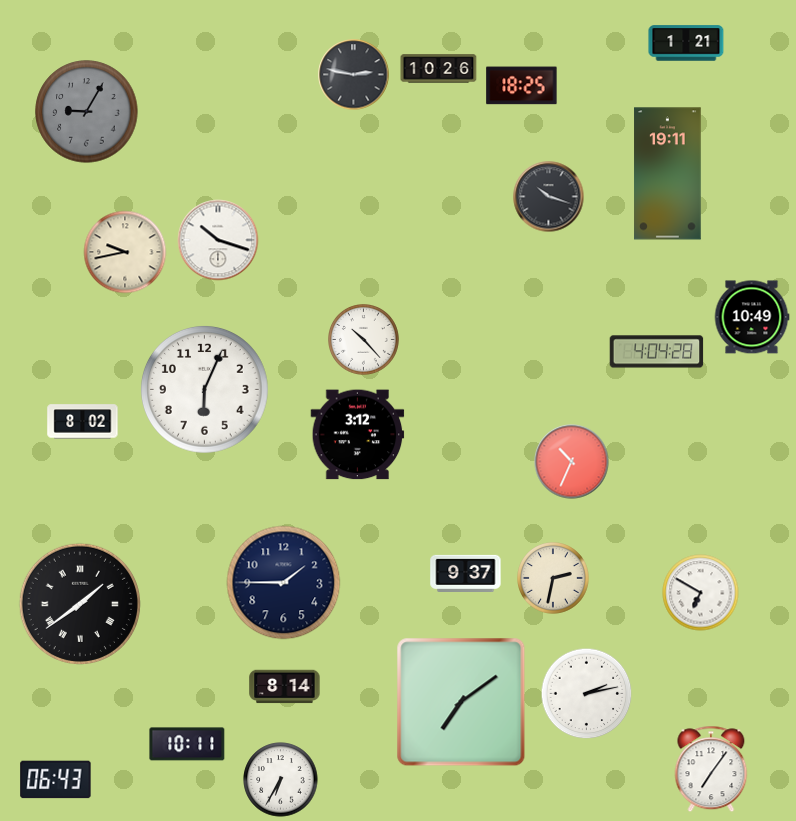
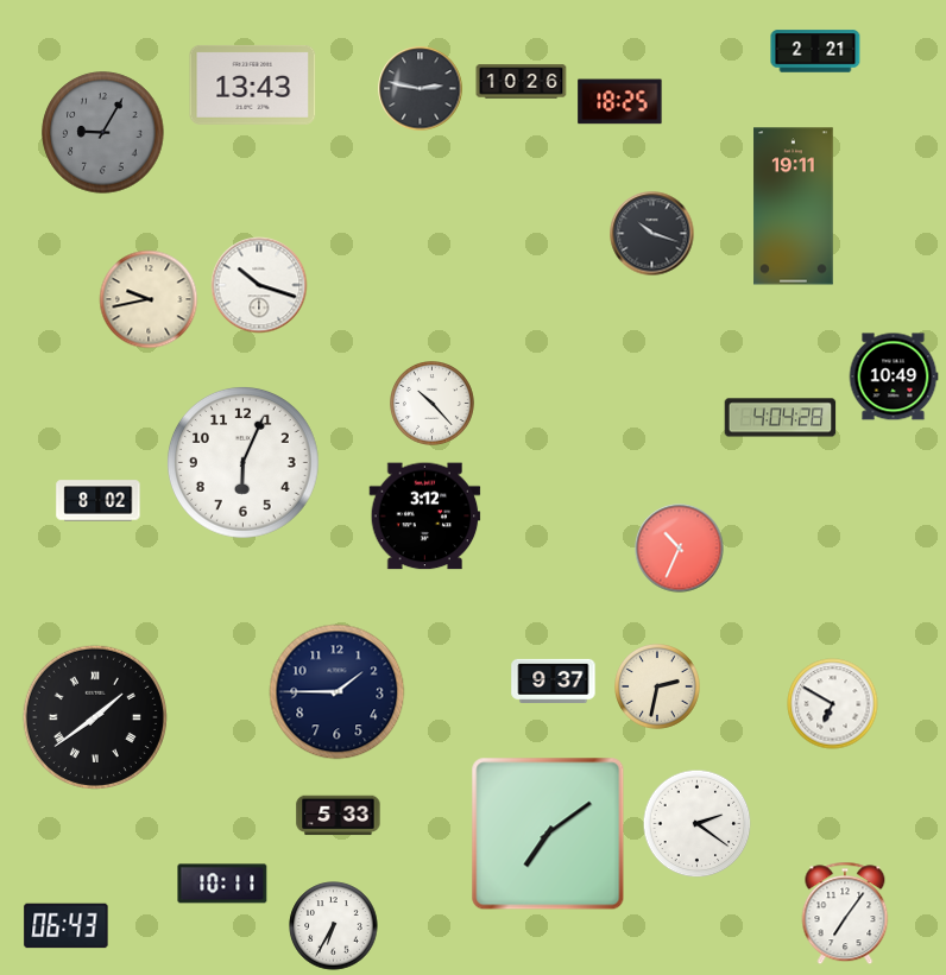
clock at (686, 43): 1:21 -> 2:21
clock at (253, 84): none -> 13:43
clock at (285, 687): 8:14 -> 5:33
clock at (587, 694): 2:13 -> 2:21
